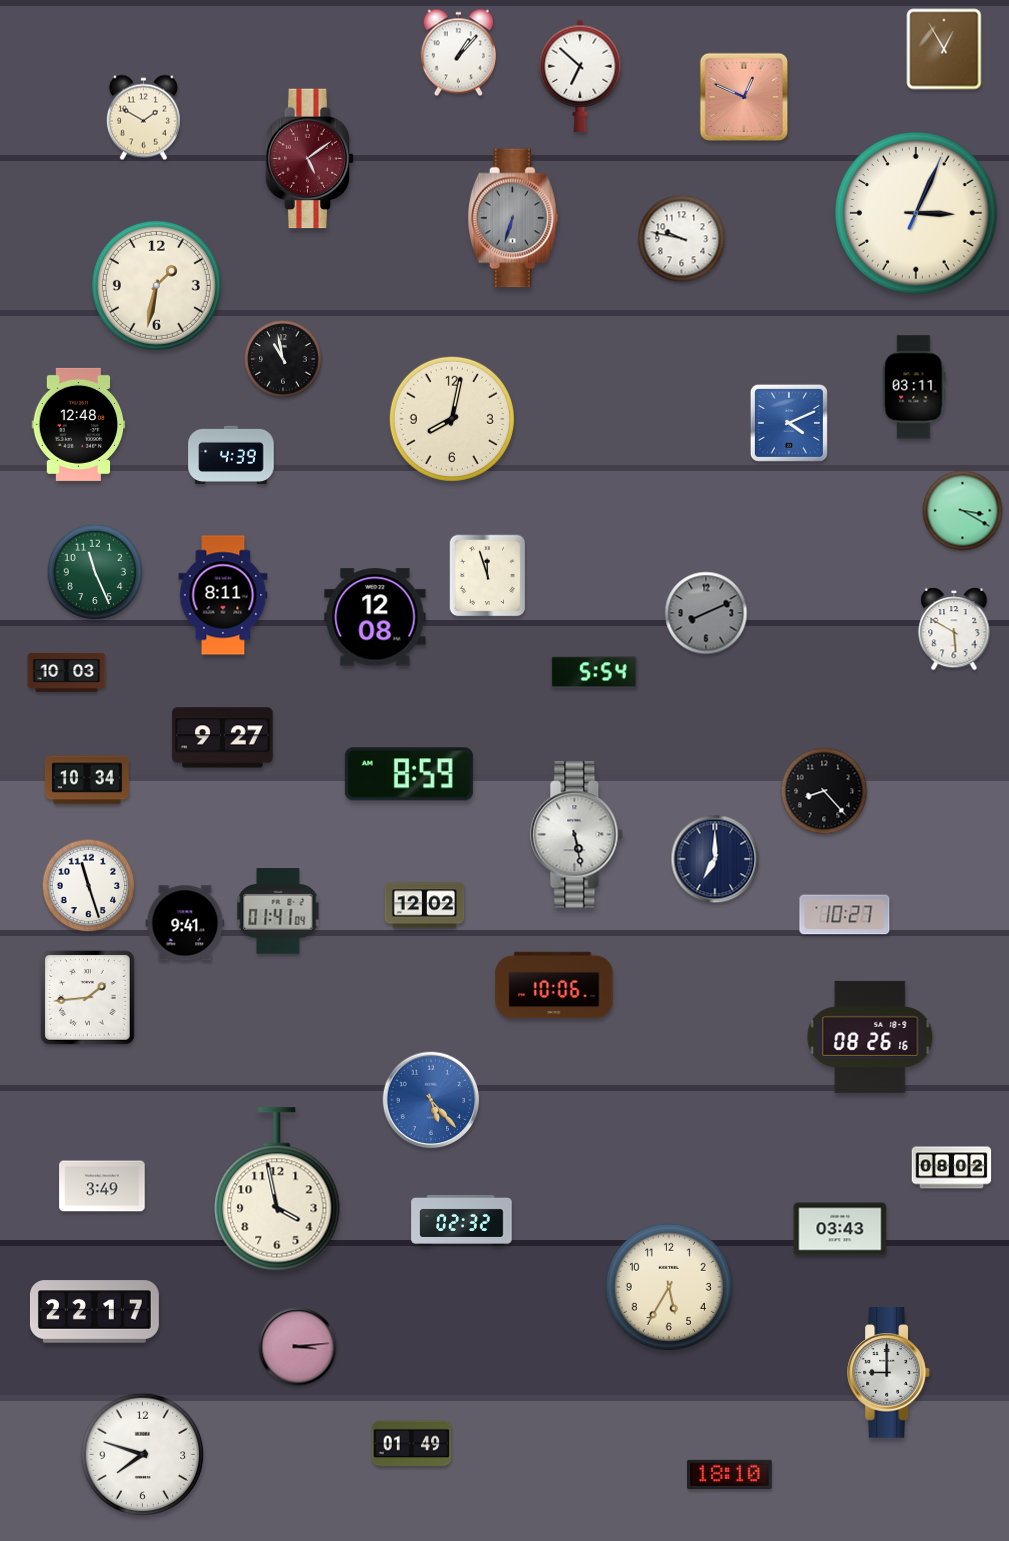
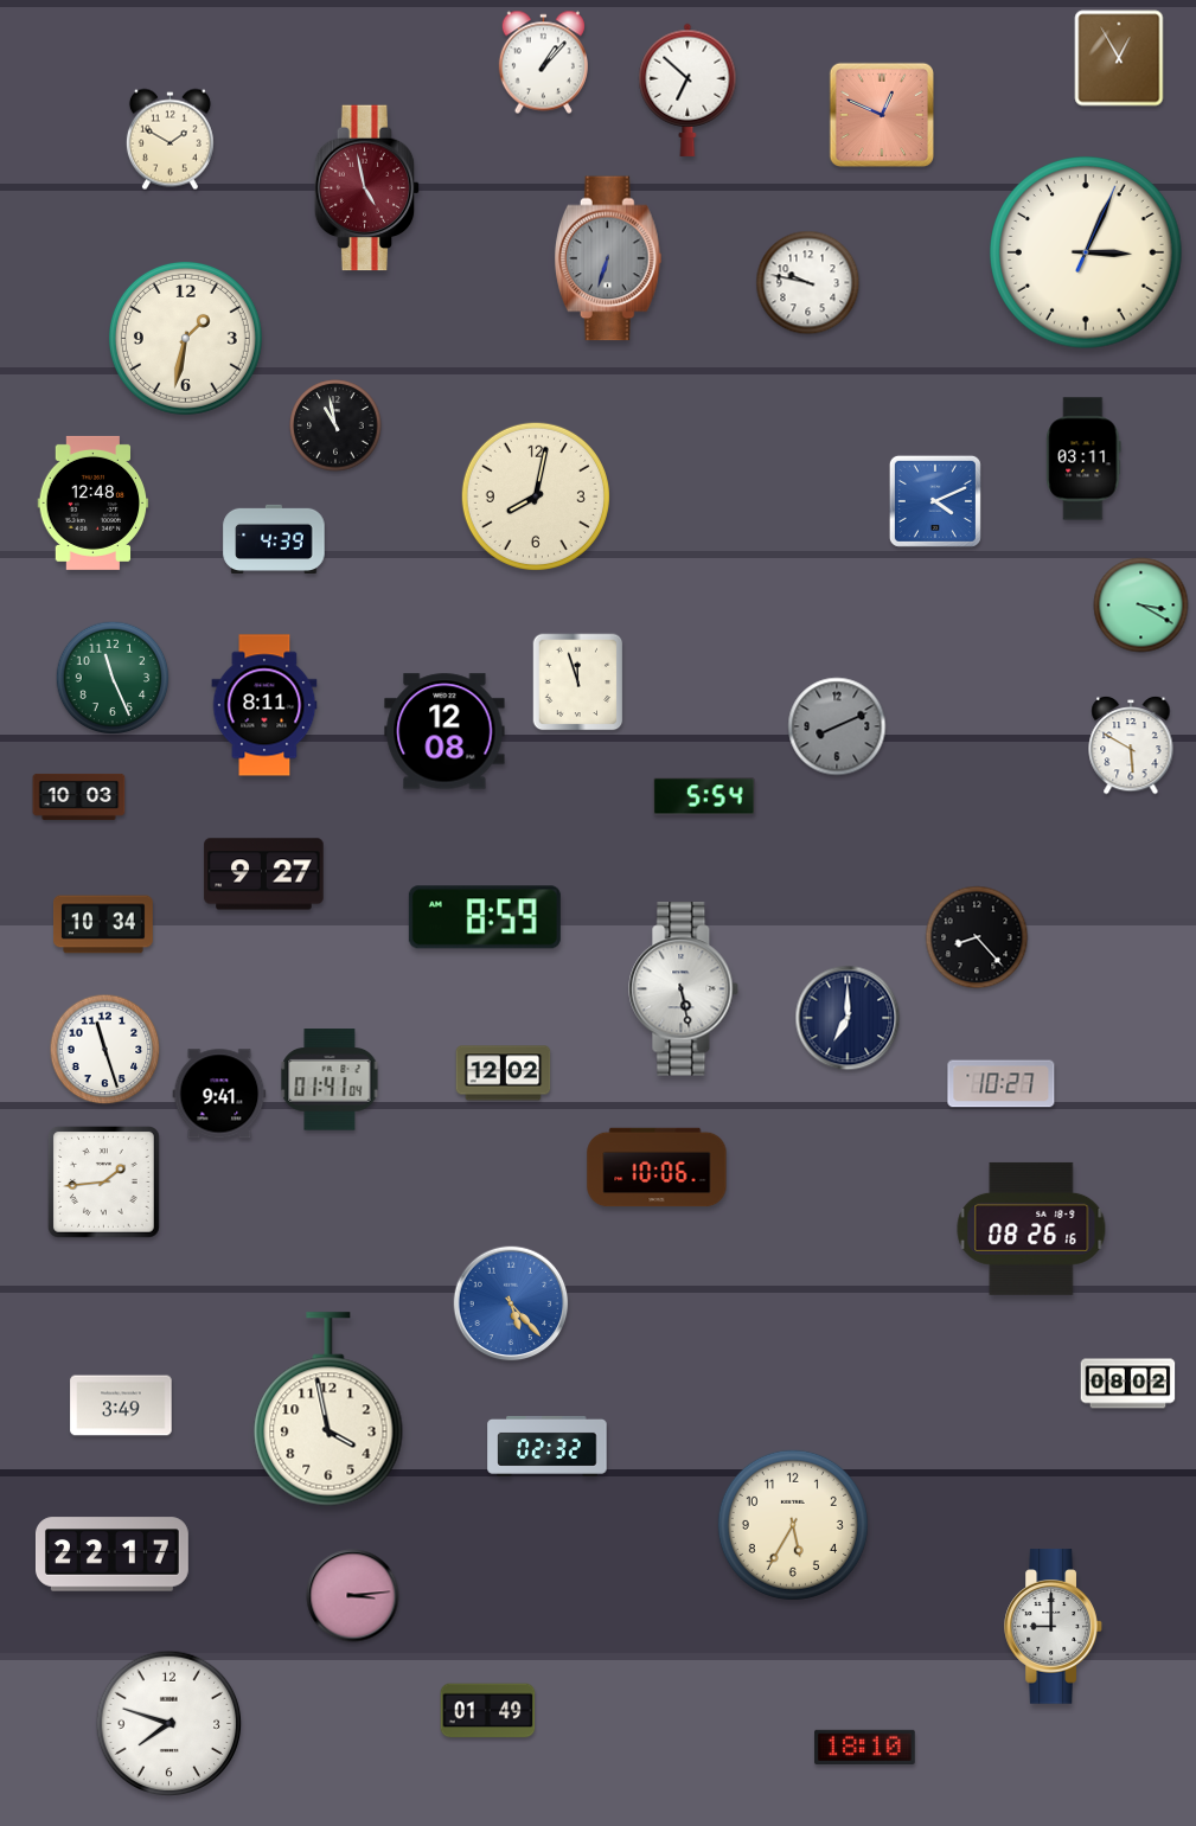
clock at (310, 159): 5:09 -> 4:58
clock at (840, 1229): 03:43 -> none
